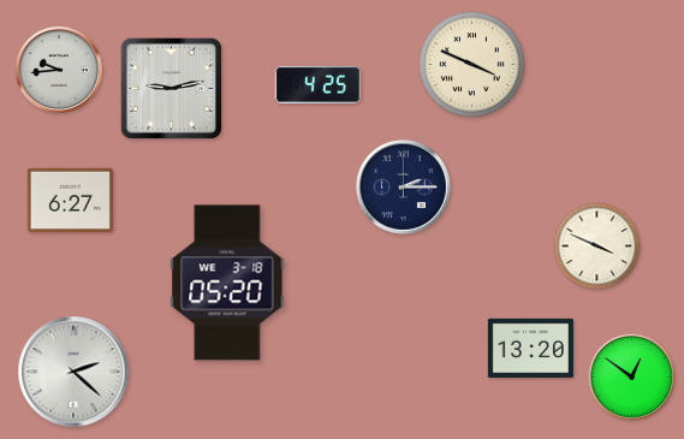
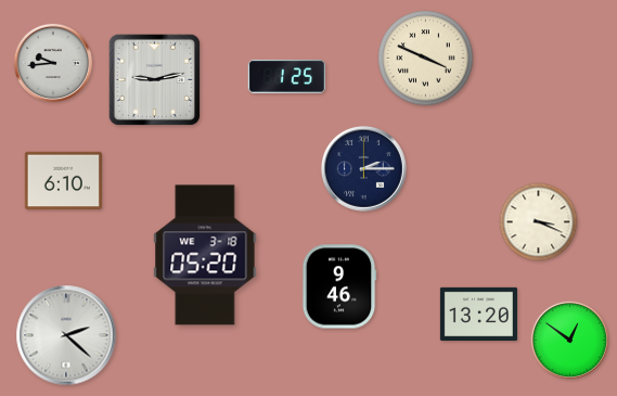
clock at (317, 84): 4:25 -> 1:25
clock at (70, 200): 6:27 -> 6:10
clock at (597, 247): 3:49 -> 3:19
clock at (339, 286): none -> 9:46
